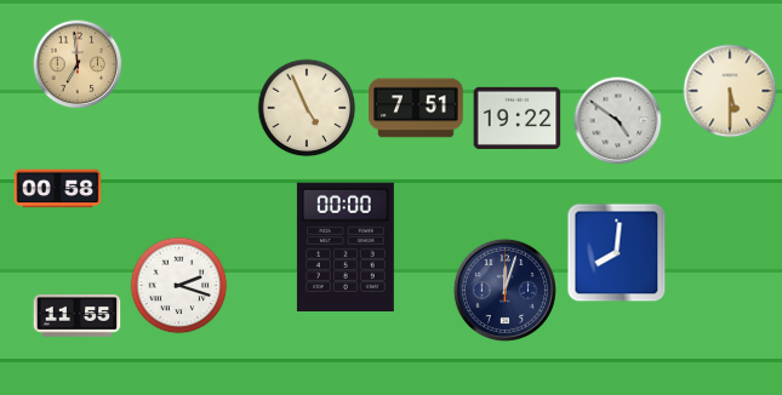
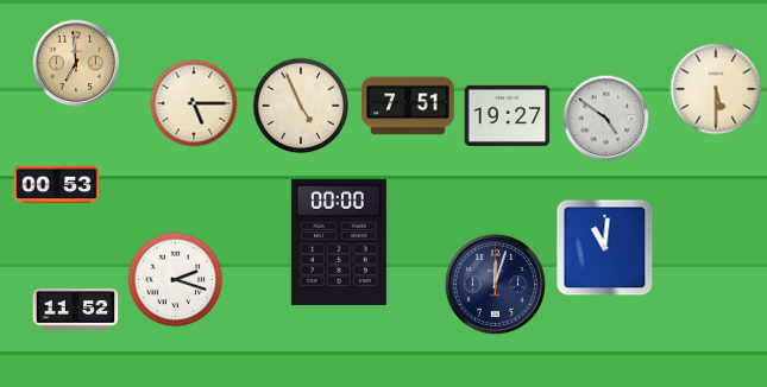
clock at (194, 103): none -> 5:15
clock at (518, 118): 19:22 -> 19:27
clock at (58, 189): 00:58 -> 00:53
clock at (617, 253): 8:01 -> 11:01
clock at (78, 316): 11:55 -> 11:52
